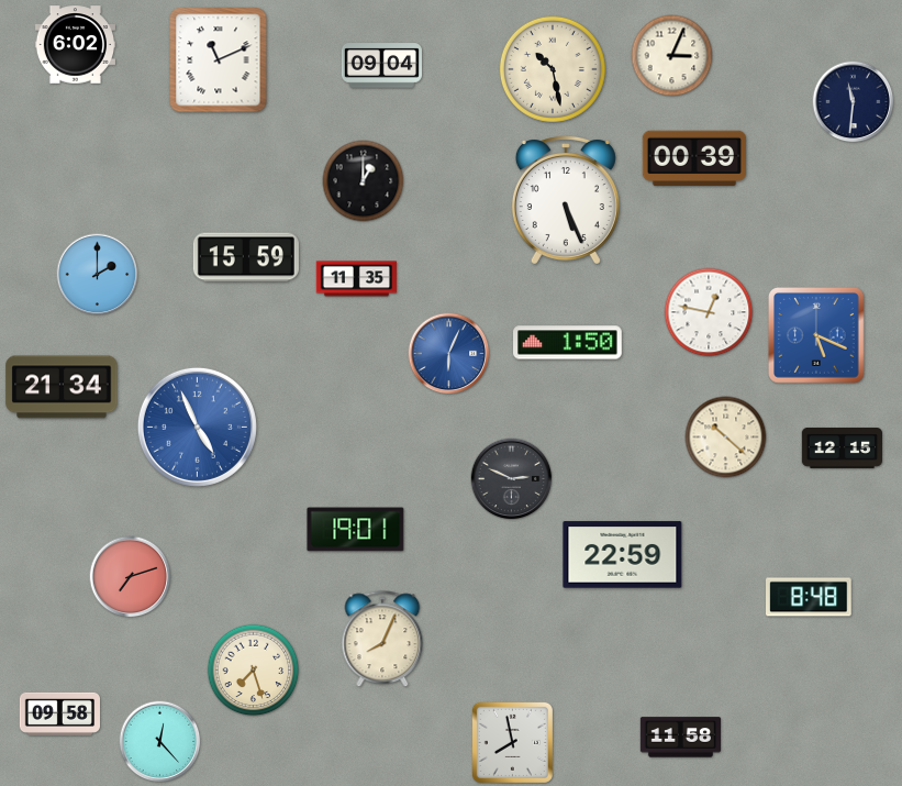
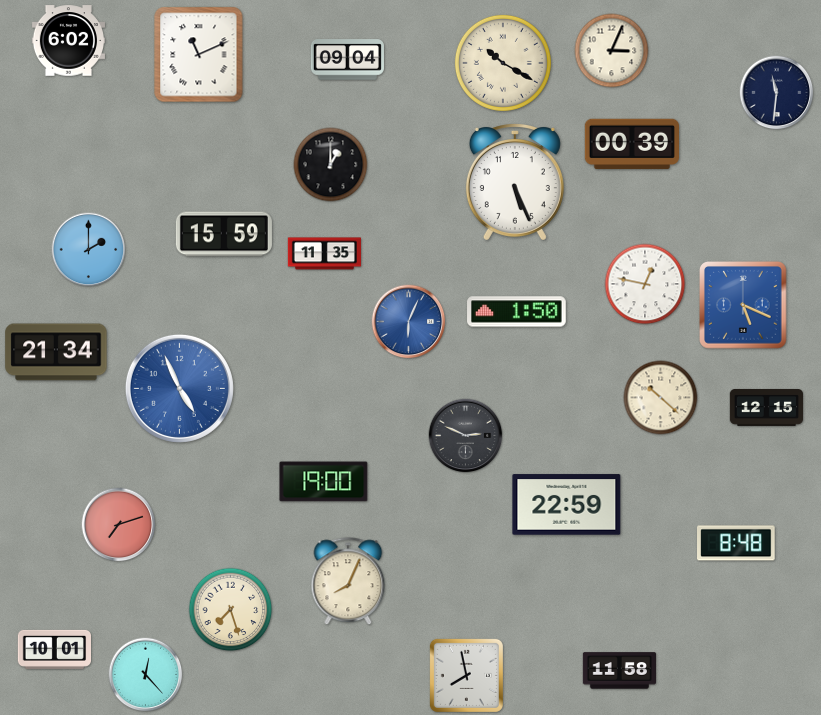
clock at (553, 69): 10:28 -> 10:20
clock at (356, 530): 19:01 -> 19:00
clock at (59, 713): 09:58 -> 10:01
